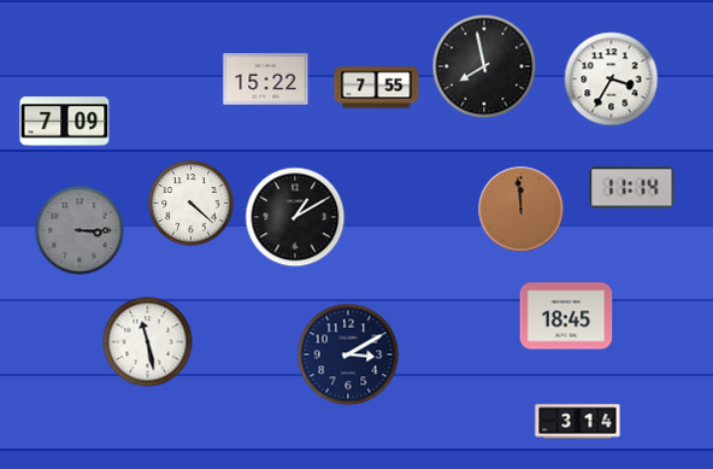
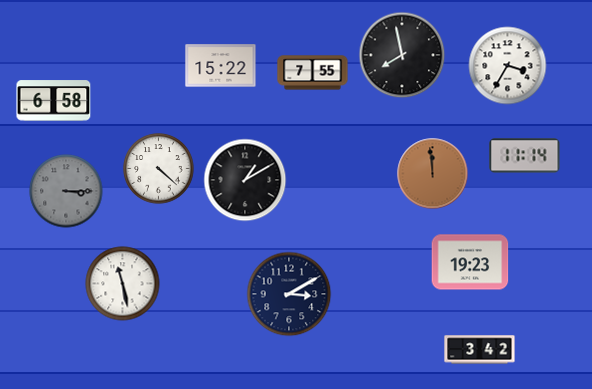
clock at (65, 122): 7:09 -> 6:58
clock at (566, 316): 18:45 -> 19:23
clock at (578, 422): 3:14 -> 3:42
